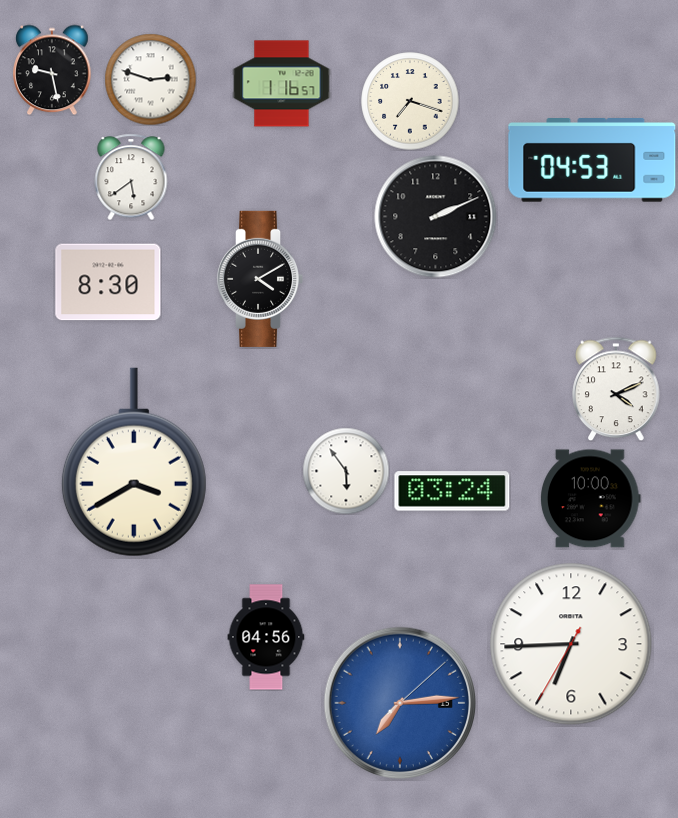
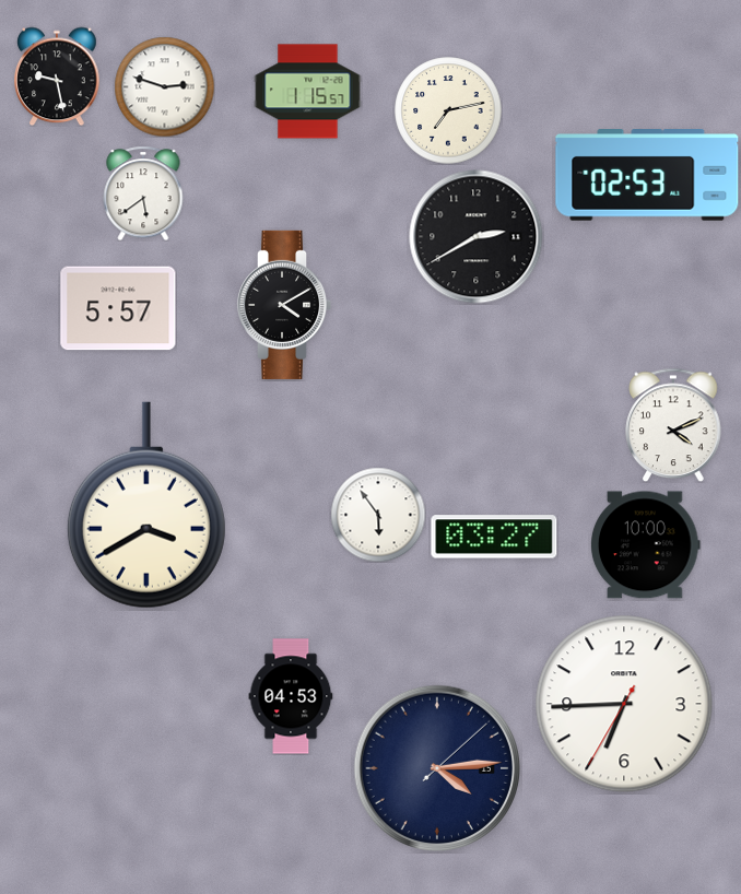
clock at (282, 84): 1:16 -> 1:15
clock at (410, 101): 7:18 -> 7:13
clock at (592, 160): 04:53 -> 02:53
clock at (436, 217): 2:11 -> 2:40
clock at (108, 282): 8:30 -> 5:57
clock at (452, 491): 03:24 -> 03:27
clock at (266, 637): 04:56 -> 04:53
clock at (399, 702): 7:14 -> 4:14
clock at (399, 702) dial: blue -> navy
